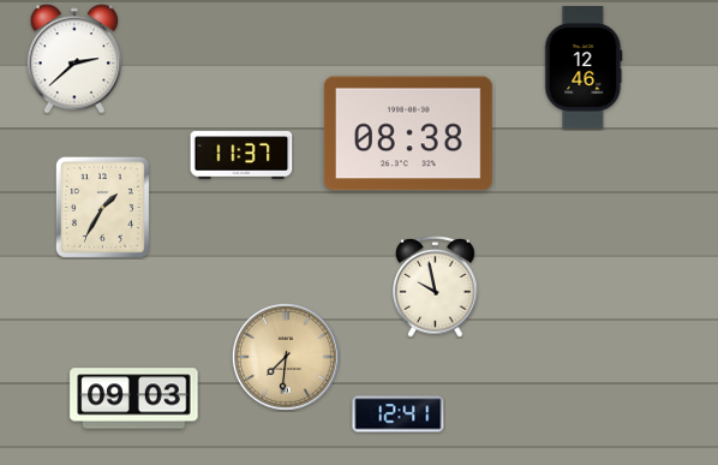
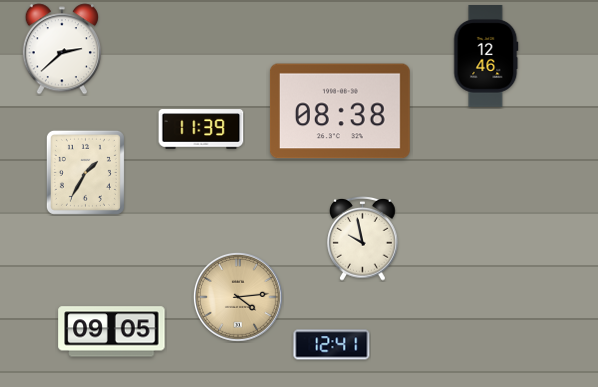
clock at (241, 155): 11:37 -> 11:39
clock at (286, 357): 7:31 -> 4:14
clock at (134, 399): 09:03 -> 09:05
